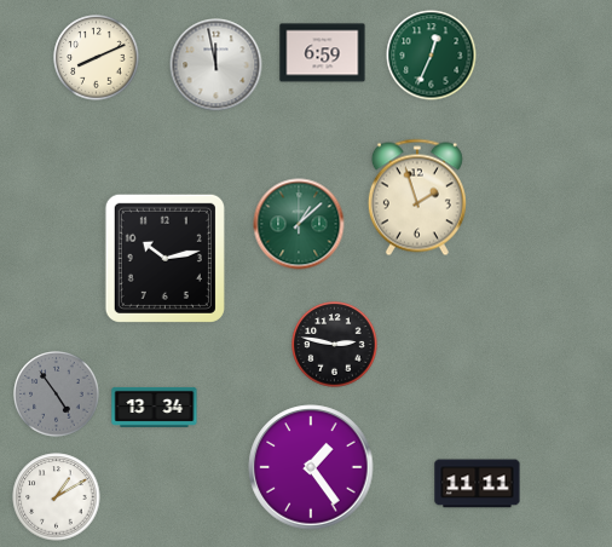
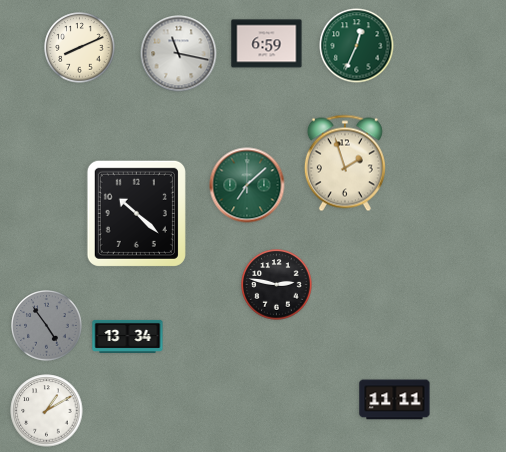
clock at (216, 65): 11:58 -> 11:17
clock at (299, 224): 1:08 -> 7:08
clock at (164, 258): 10:13 -> 10:22
clock at (311, 467): 1:24 -> none
